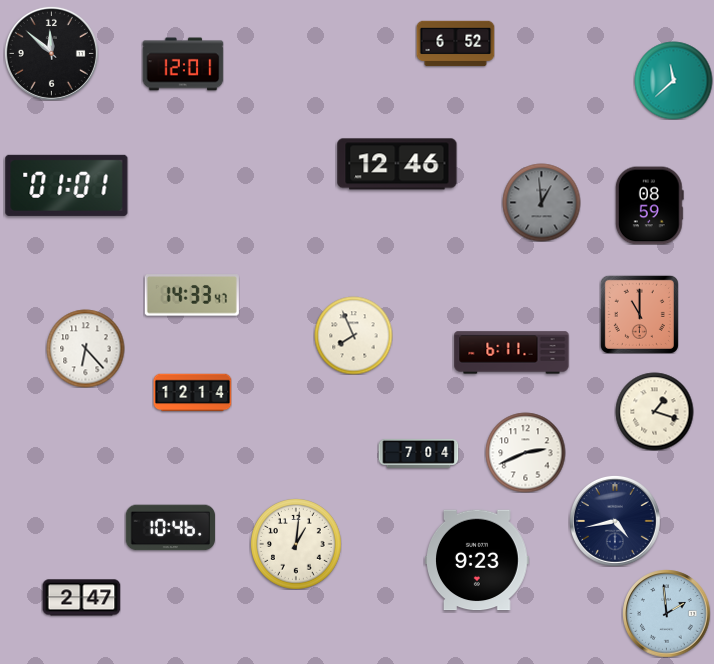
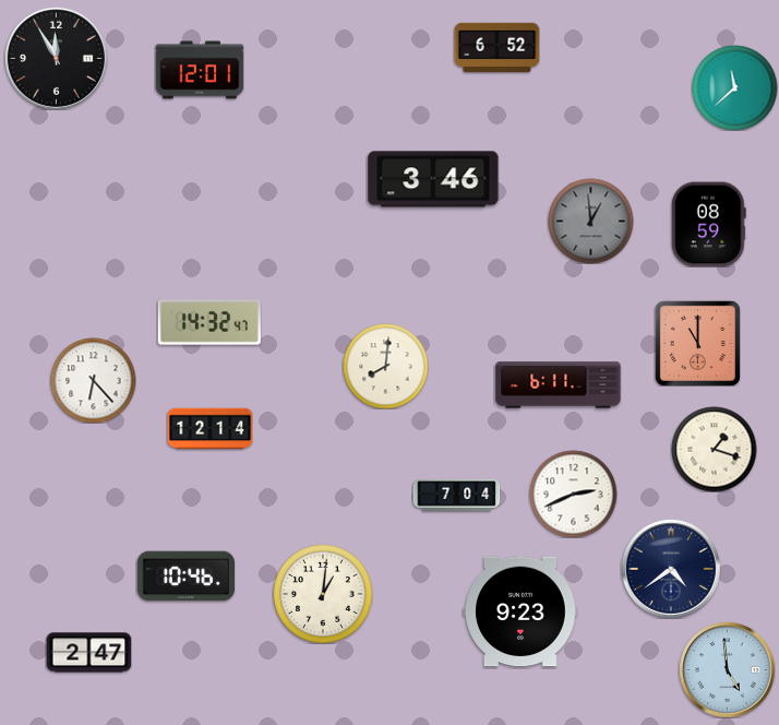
clock at (51, 53): 11:52 -> 11:55
clock at (397, 164): 12:46 -> 3:46
clock at (67, 185): 01:01 -> none
clock at (192, 295): 14:33 -> 14:32
clock at (353, 335): 7:56 -> 8:01
clock at (615, 521): 4:43 -> 4:39
clock at (666, 613): 1:59 -> 4:59
